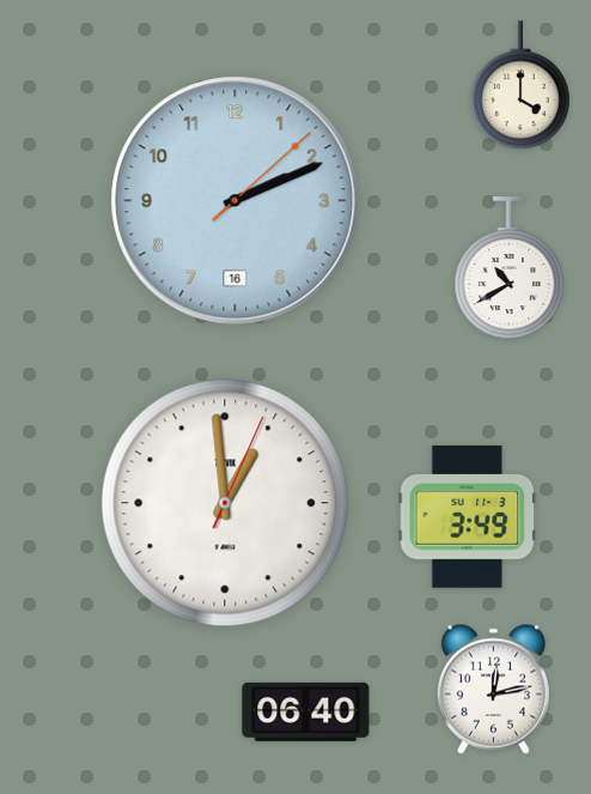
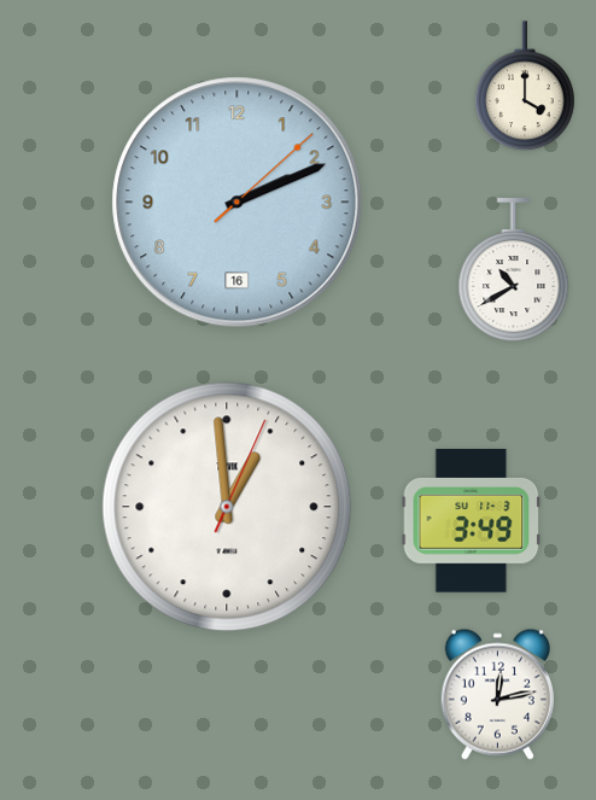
clock at (306, 711): 06:40 -> none
